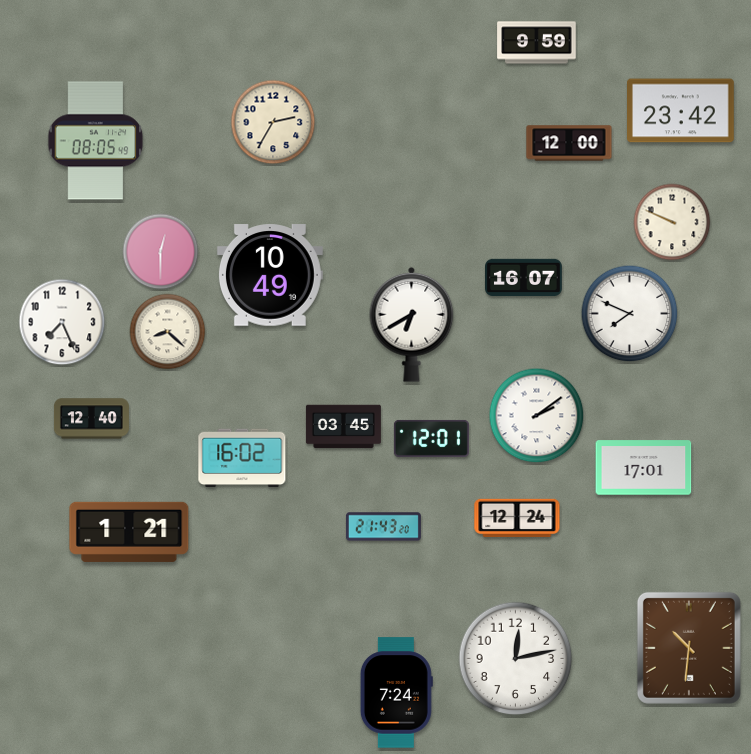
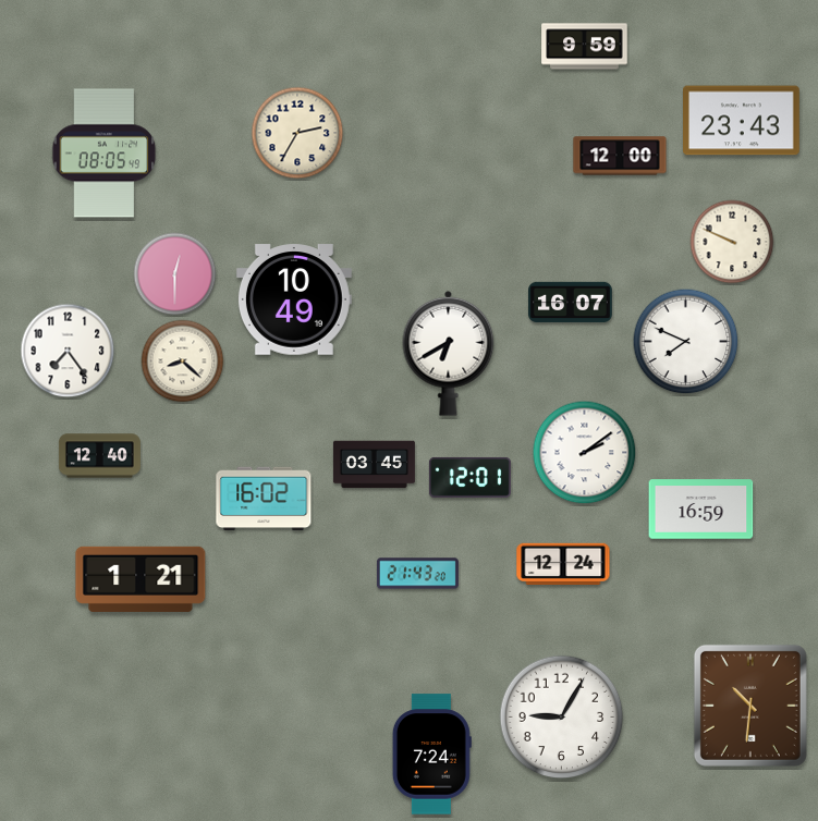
clock at (681, 111): 23:42 -> 23:43
clock at (62, 322): 7:26 -> 7:24
clock at (644, 468): 17:01 -> 16:59
clock at (516, 659): 12:13 -> 9:05
